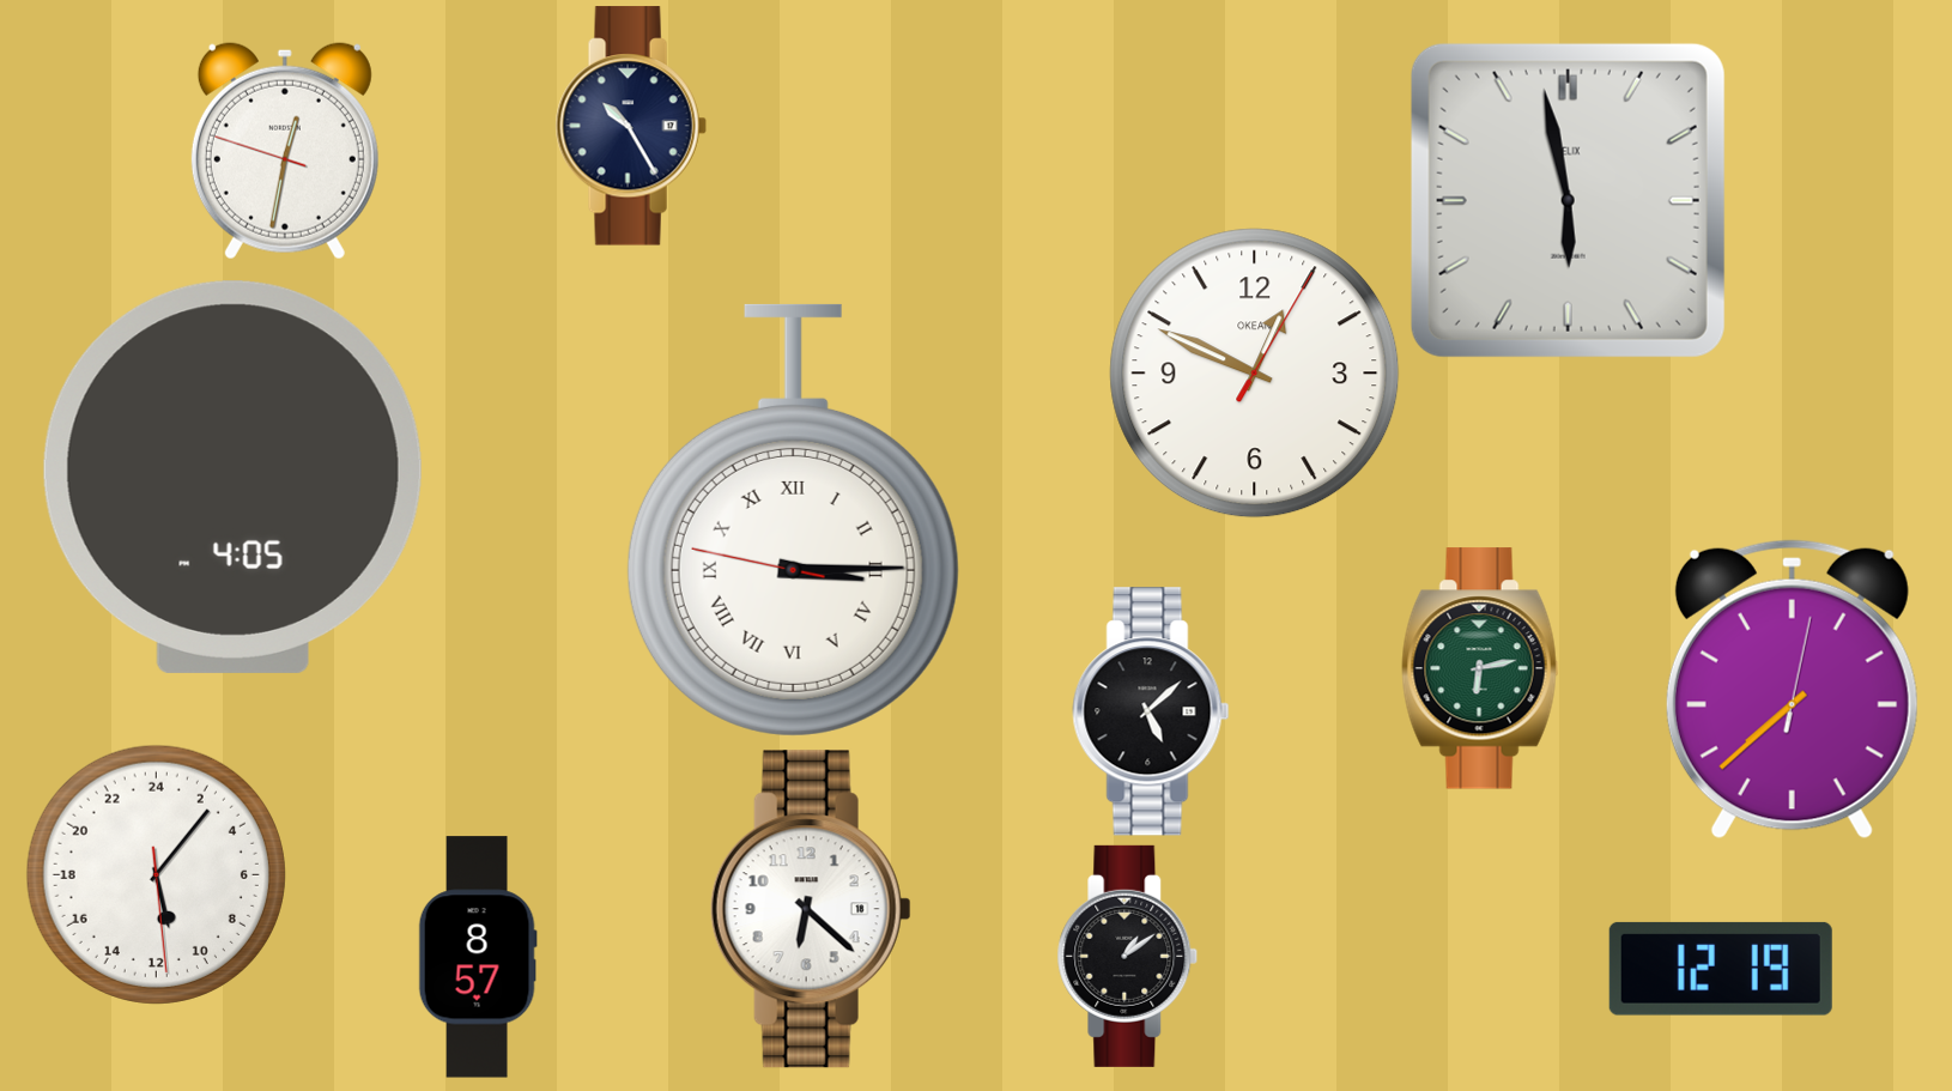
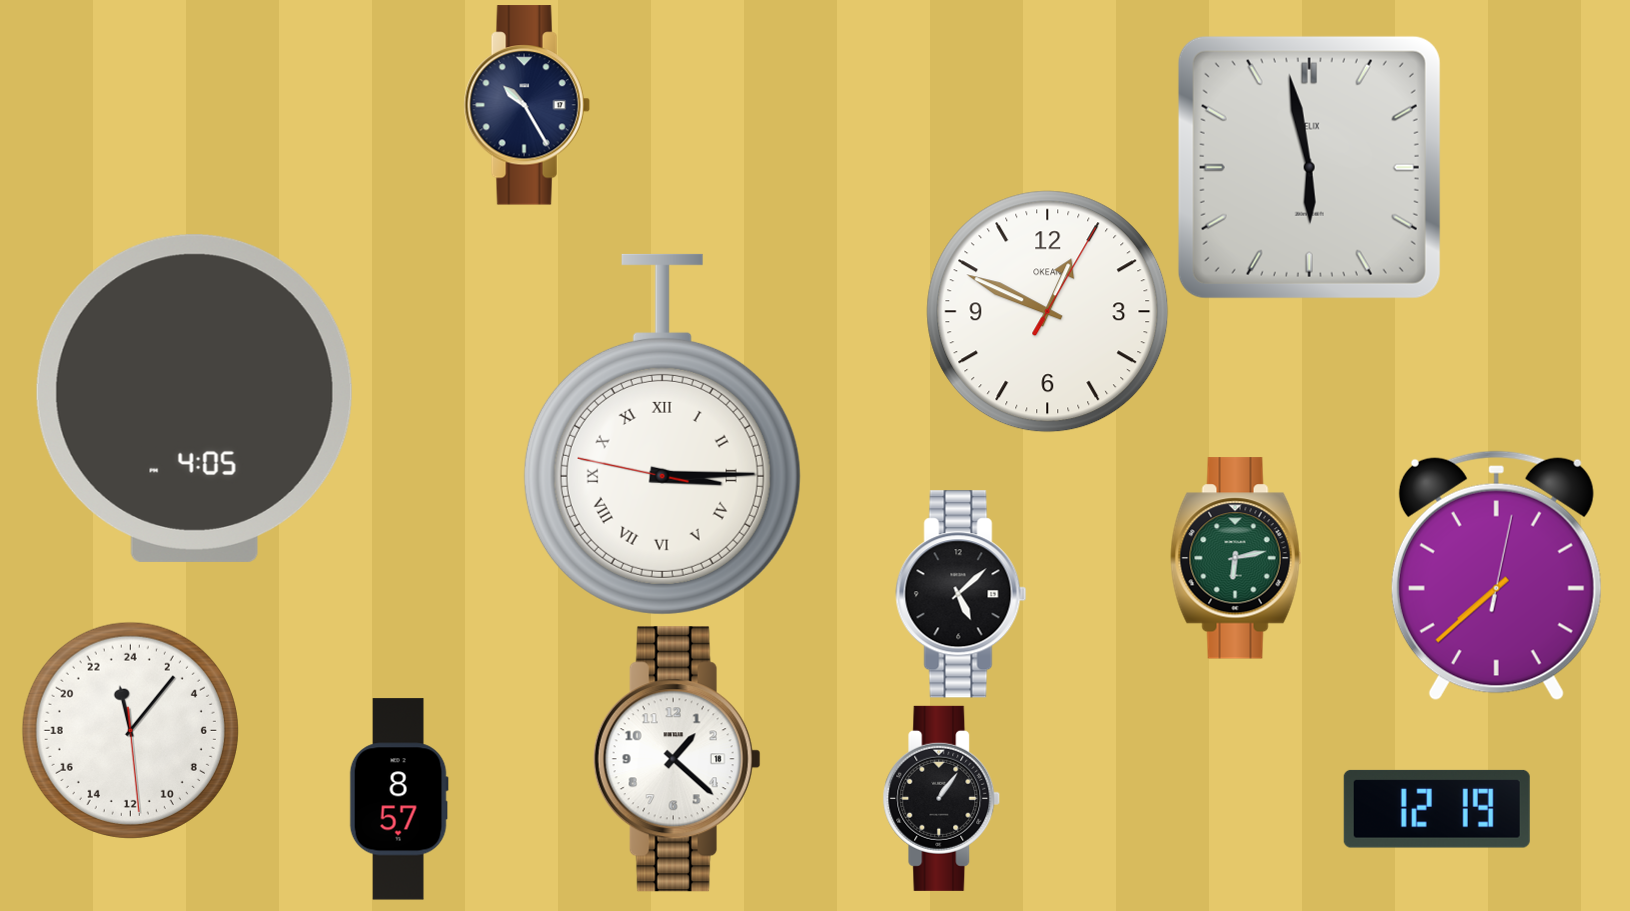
clock at (285, 151): 12:31 -> none
clock at (156, 874): 11:06 -> 23:06
clock at (811, 909): 6:22 -> 1:22
clock at (1128, 956): 1:09 -> 1:06
